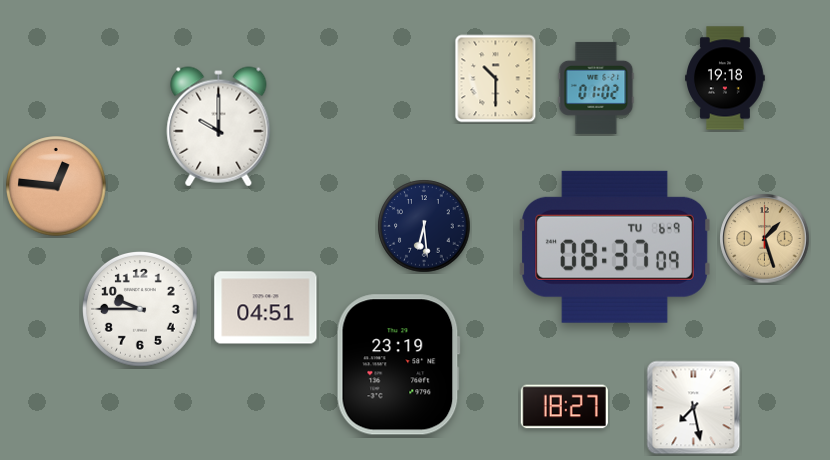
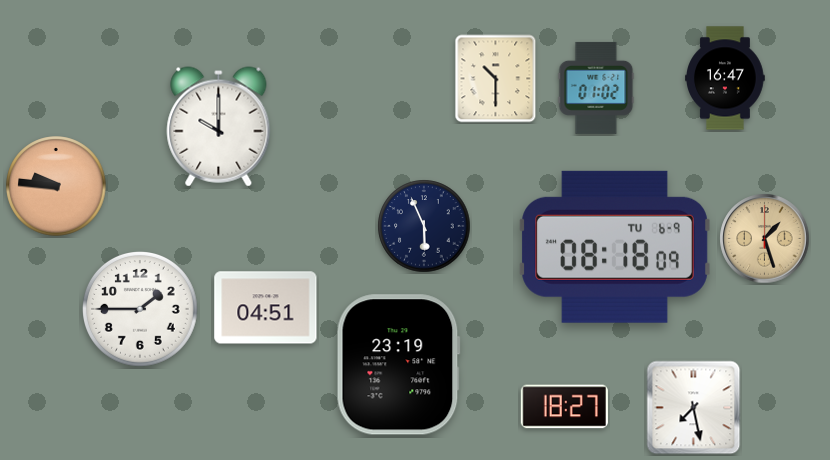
clock at (726, 78): 19:18 -> 16:47
clock at (56, 186): 12:46 -> 9:46
clock at (424, 226): 6:29 -> 5:56
clock at (615, 247): 08:37 -> 08:18
clock at (141, 310): 9:45 -> 1:45
